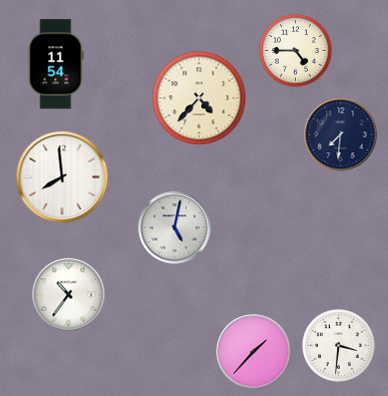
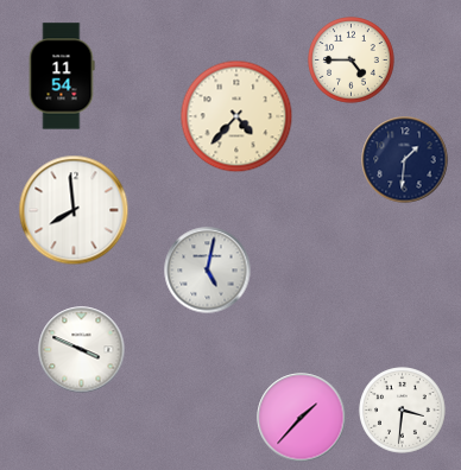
clock at (56, 64) position: (56, 64) -> (62, 76)
clock at (341, 135): 7:31 -> 1:31
clock at (69, 295): 10:36 -> 3:49
